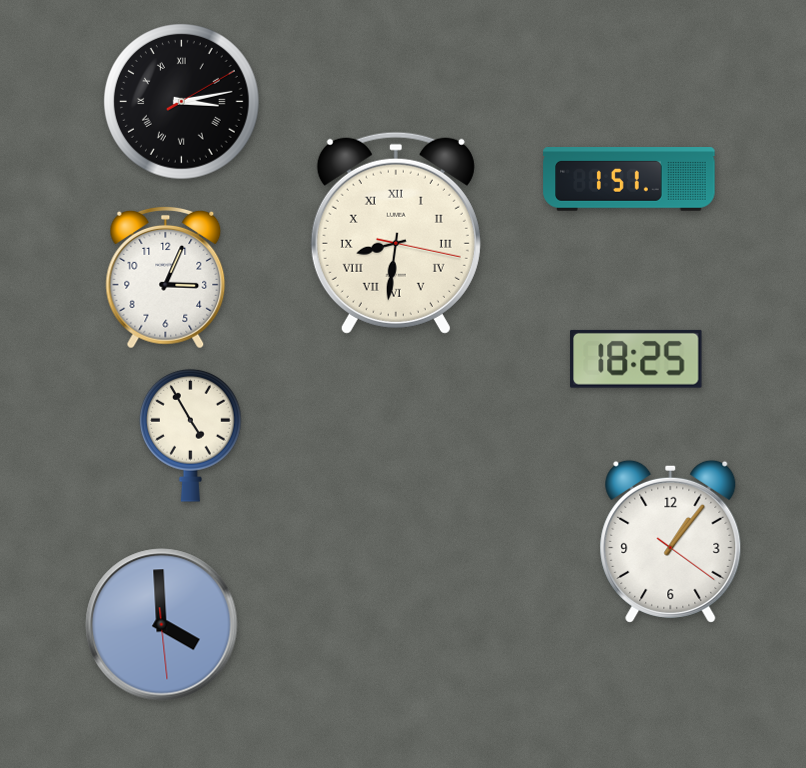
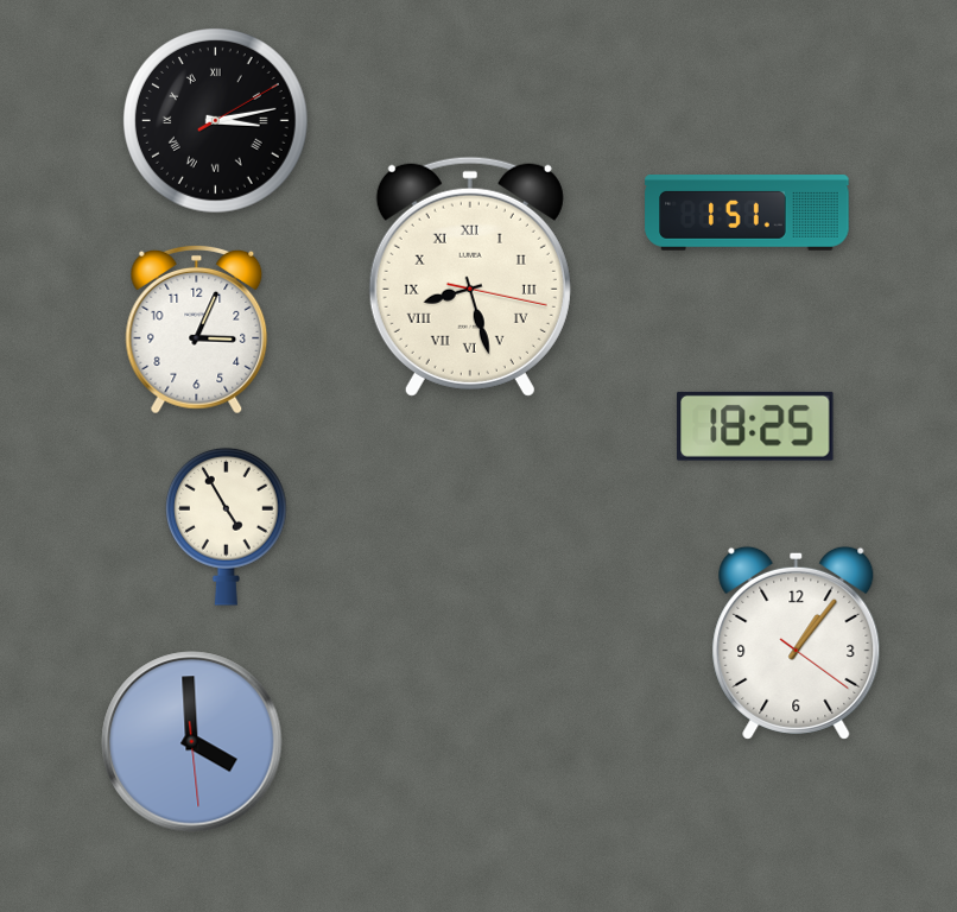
clock at (396, 233): 8:31 -> 8:27
clock at (191, 435) position: (191, 435) -> (227, 526)
